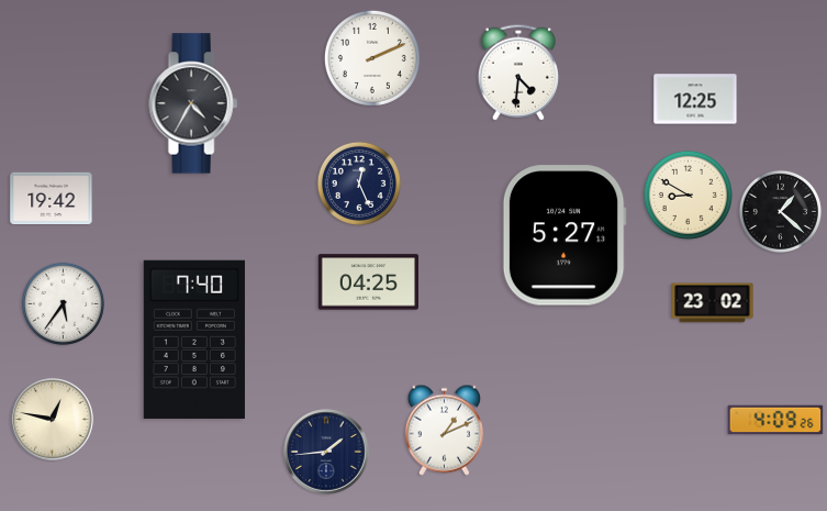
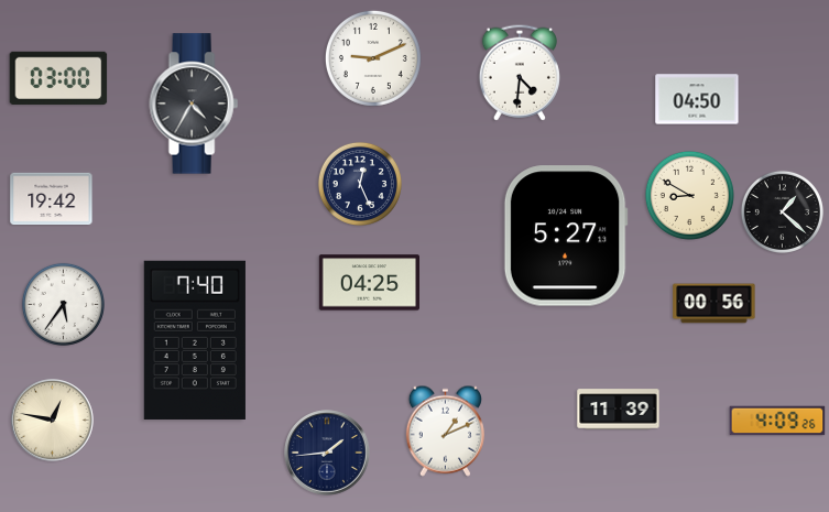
clock at (372, 58): 2:11 -> 9:11
clock at (58, 77): none -> 03:00
clock at (695, 99): 12:25 -> 04:50
clock at (713, 303): 23:02 -> 00:56
clock at (619, 410): none -> 11:39
